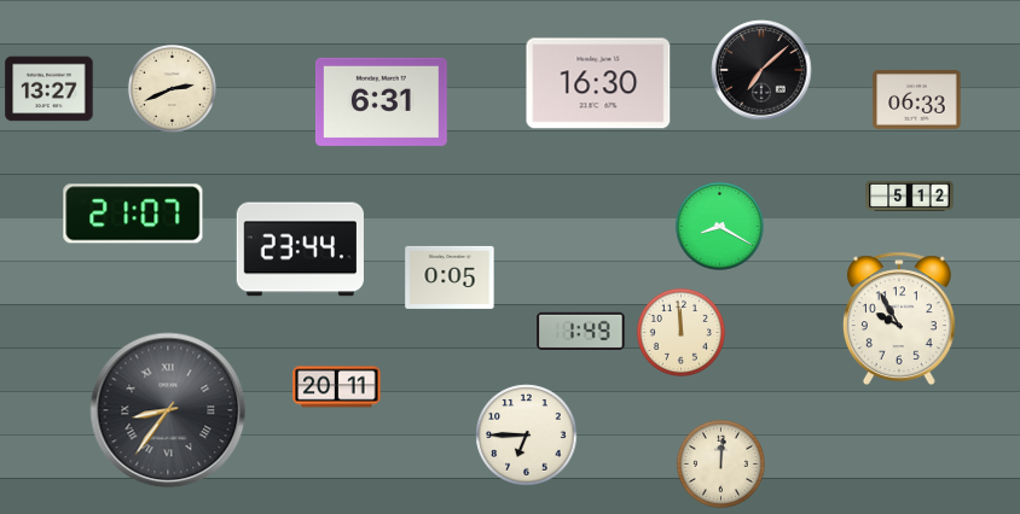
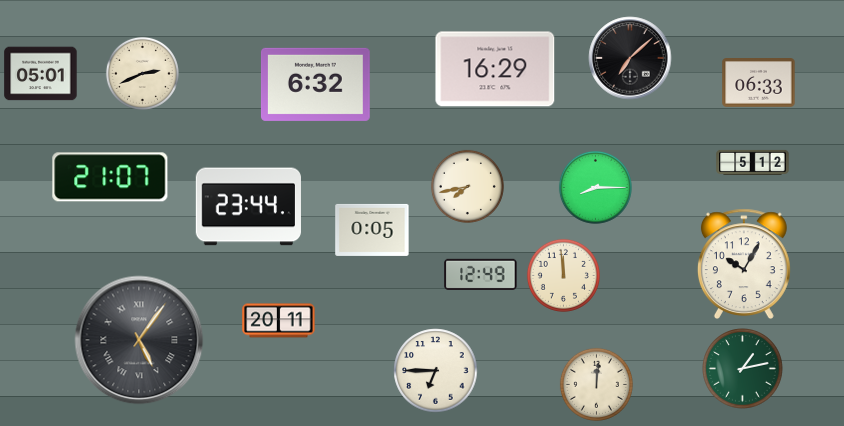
clock at (598, 83): 16:30 -> 16:29
clock at (50, 89): 13:27 -> 05:01
clock at (381, 101): 6:31 -> 6:32
clock at (467, 186): none -> 7:43
clock at (719, 226): 8:20 -> 8:15
clock at (899, 319): 9:55 -> 10:05
clock at (581, 331): 1:49 -> 12:49
clock at (168, 410): 8:36 -> 5:06
clock at (527, 436) position: (527, 436) -> (436, 371)
clock at (743, 369): none -> 1:13
